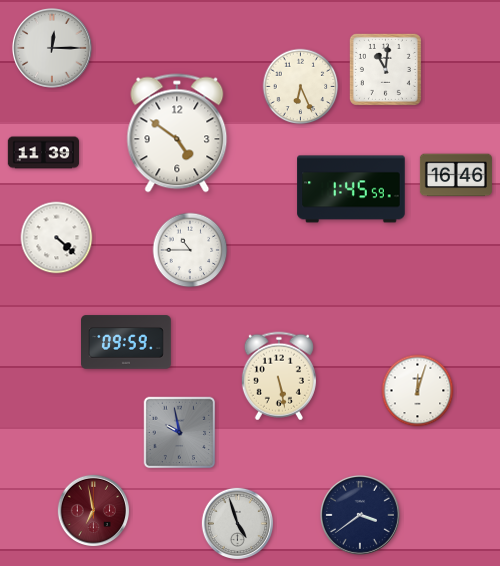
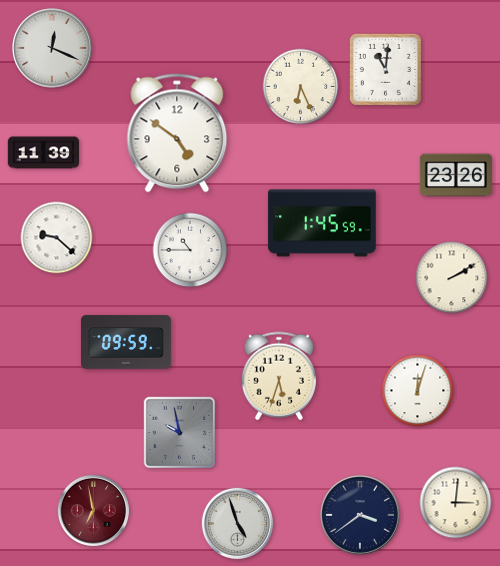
clock at (52, 48): 12:15 -> 12:19
clock at (456, 175): 16:46 -> 23:26
clock at (351, 189) position: (351, 189) -> (322, 223)
clock at (57, 238): 4:22 -> 9:22
clock at (452, 278): none -> 2:10
clock at (279, 376): 5:28 -> 5:33
clock at (456, 503): none -> 3:01
